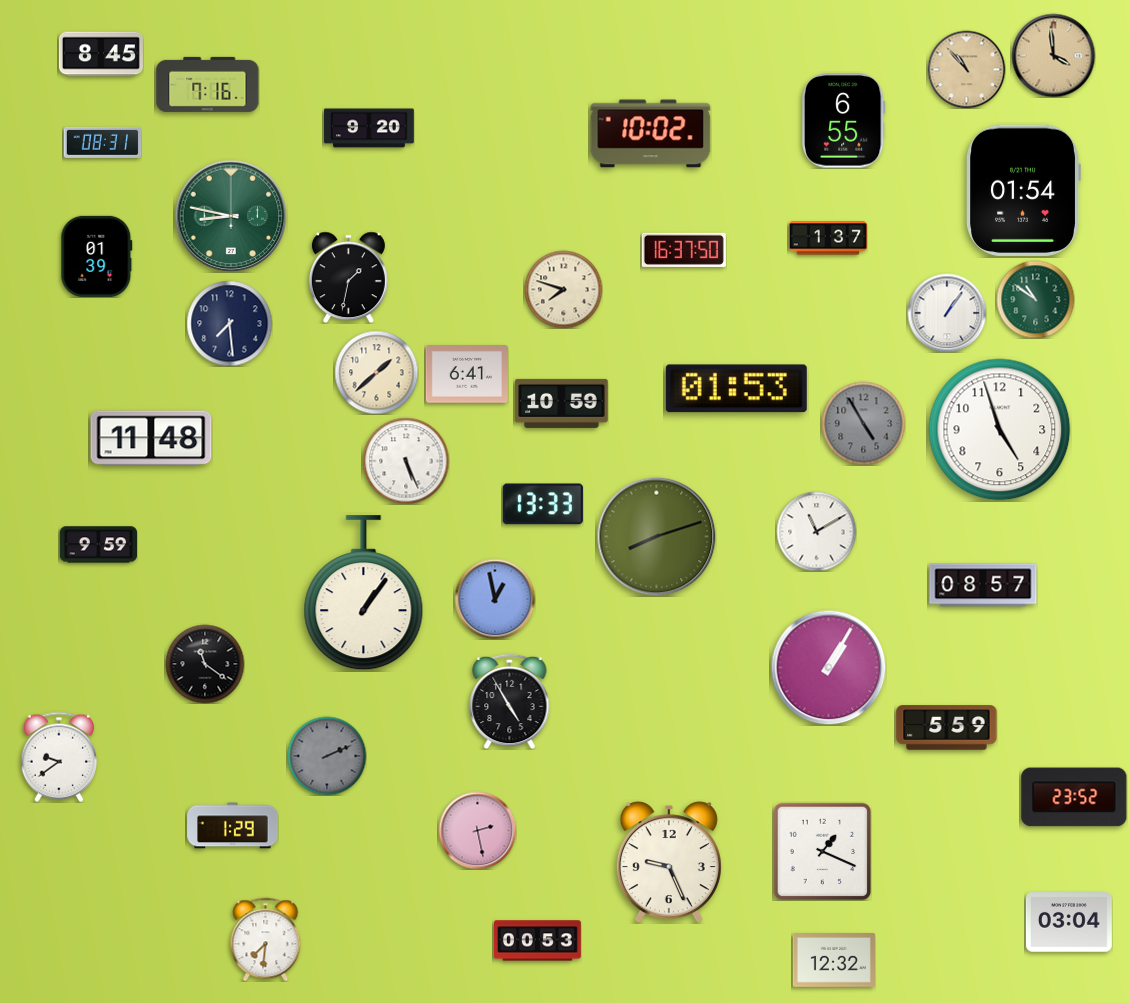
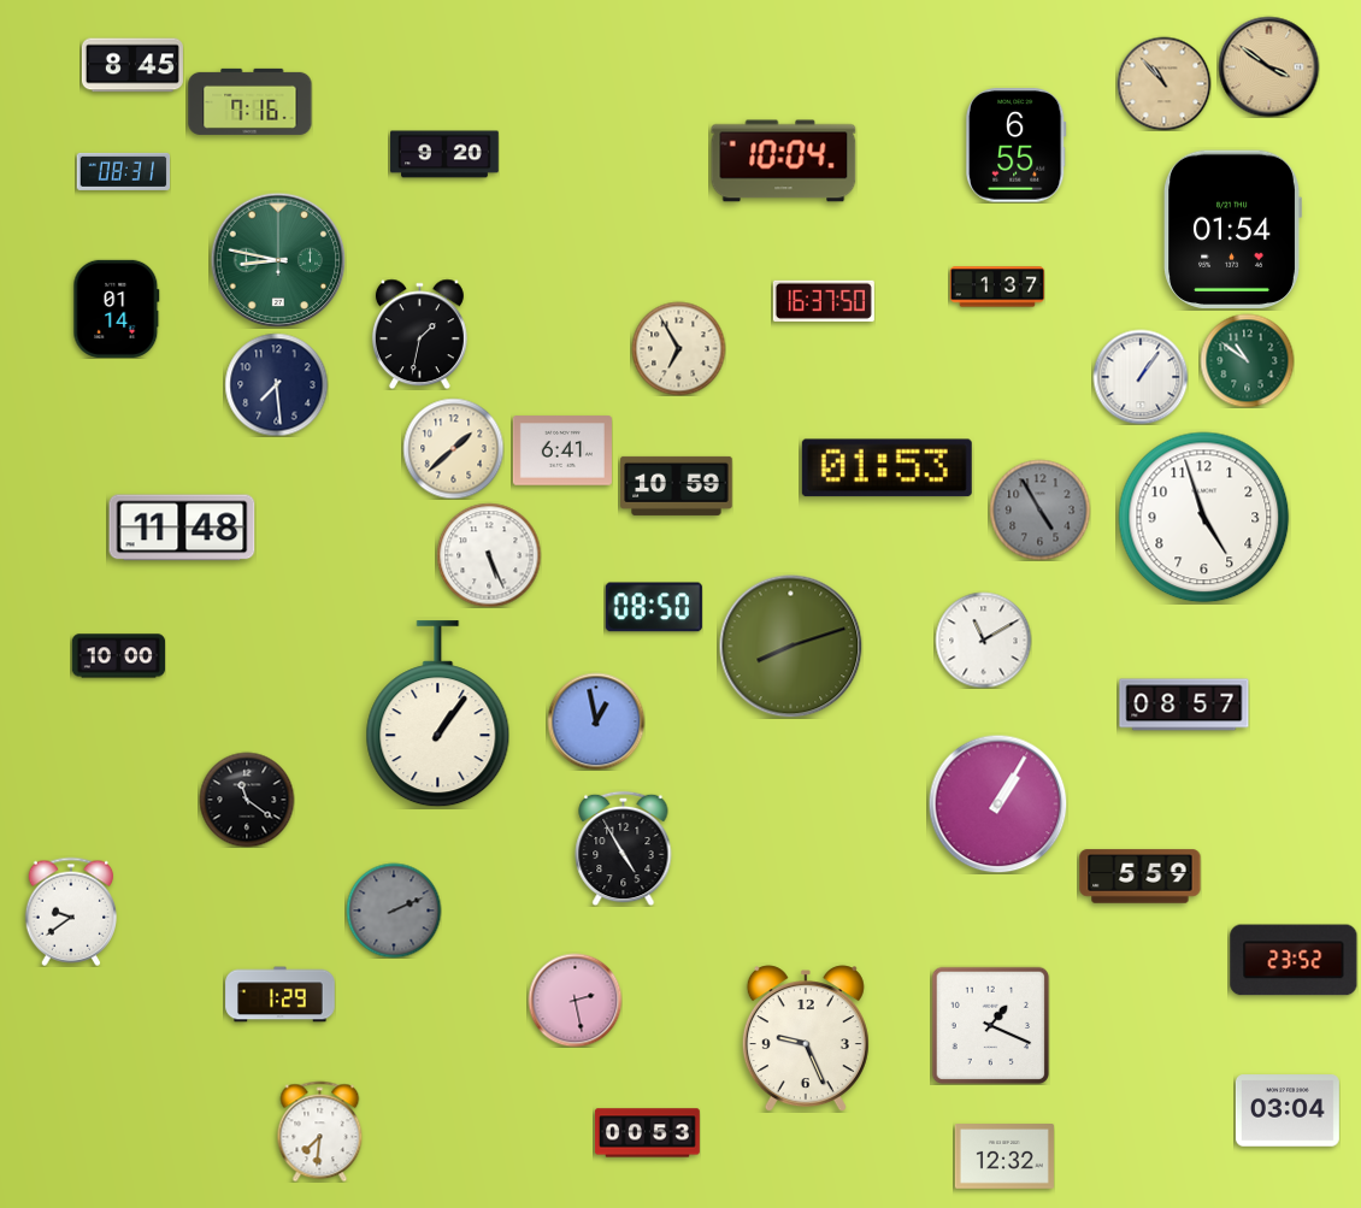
clock at (101, 54) position: (101, 54) -> (132, 65)
clock at (1053, 55): 3:59 -> 3:51
clock at (651, 134): 10:02 -> 10:04
clock at (97, 256): 01:39 -> 01:14
clock at (563, 289): 7:48 -> 6:55
clock at (229, 323) position: (229, 323) -> (276, 384)
clock at (543, 504): 13:33 -> 08:50
clock at (98, 545): 9:59 -> 10:00
clock at (510, 701) position: (510, 701) -> (624, 848)
